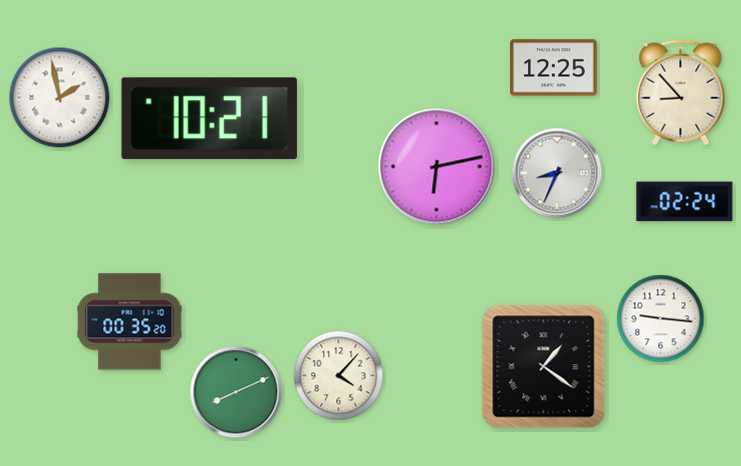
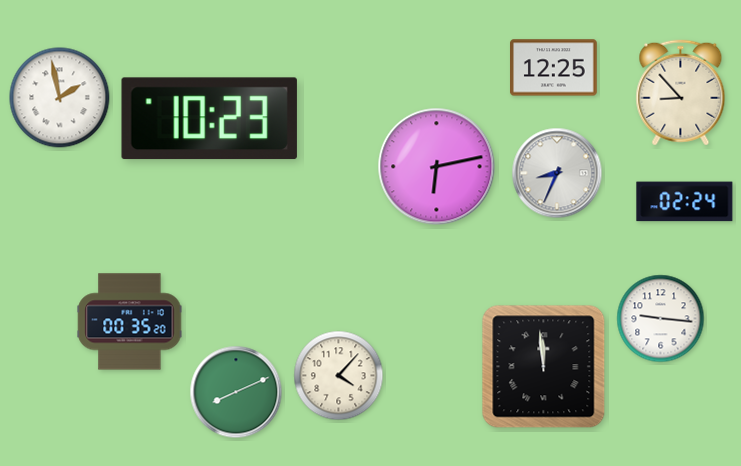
clock at (209, 119): 10:21 -> 10:23
clock at (544, 367): 1:21 -> 11:59
